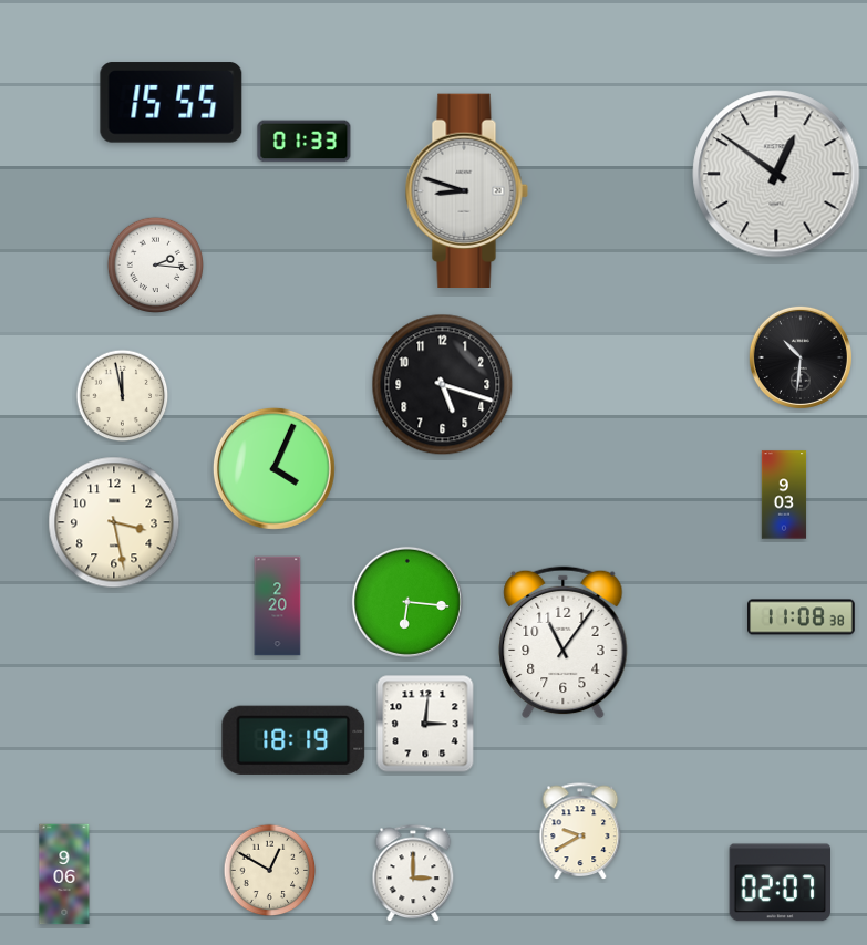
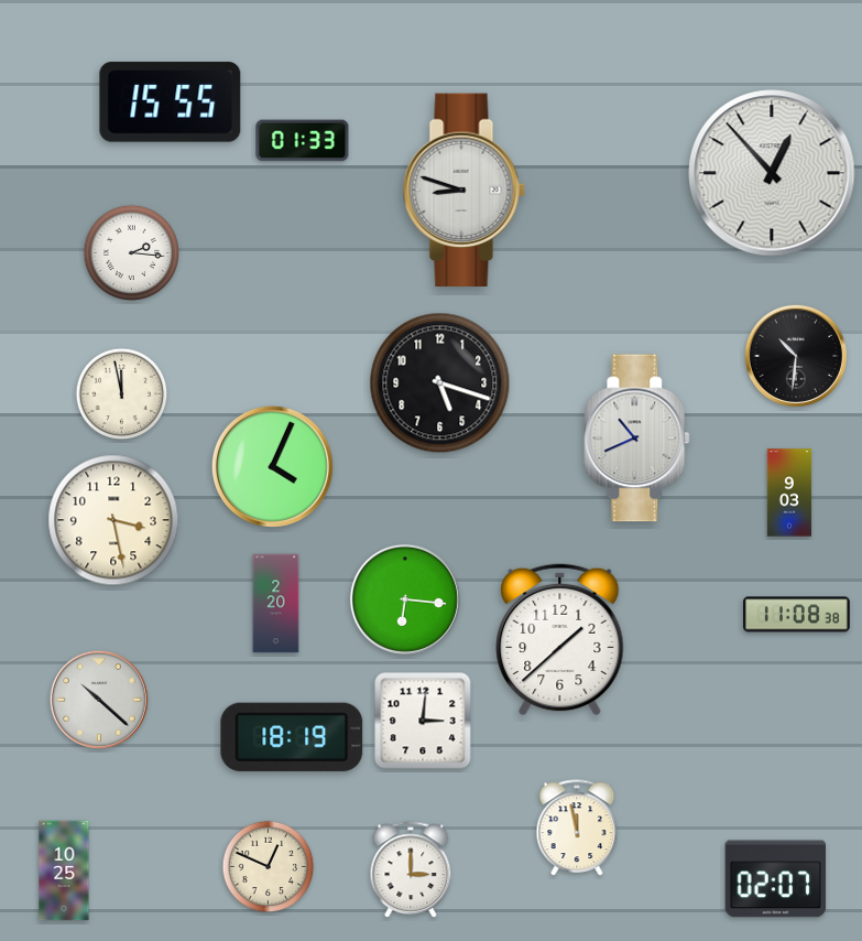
clock at (776, 174): 12:51 -> 12:53
clock at (155, 264) position: (155, 264) -> (131, 252)
clock at (637, 439): none -> 10:41
clock at (784, 495) position: (784, 495) -> (789, 493)
clock at (564, 643): 11:06 -> 1:38
clock at (99, 700): none -> 10:22
clock at (580, 832): 9:40 -> 11:58
clock at (270, 871): 12:50 -> 12:49
clock at (64, 874): 9:06 -> 10:25
